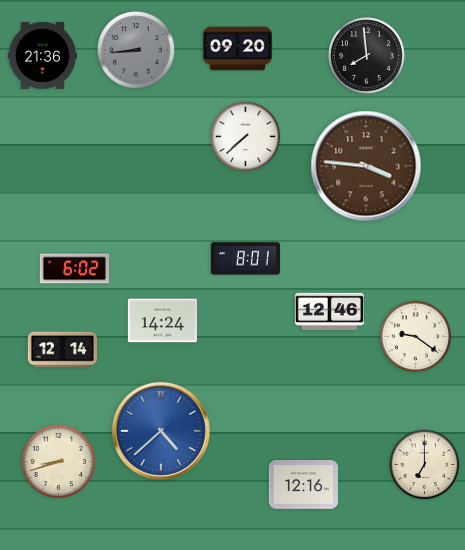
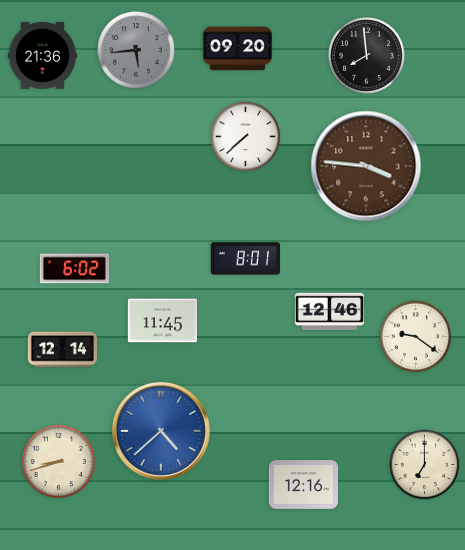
clock at (136, 50): 8:44 -> 5:44
clock at (162, 321): 14:24 -> 11:45
